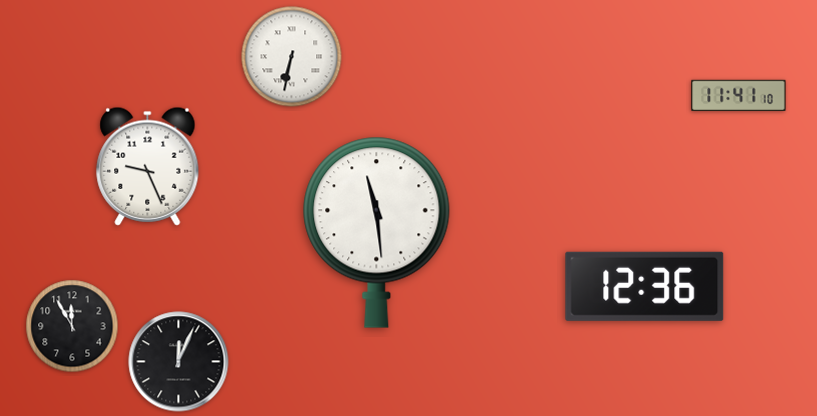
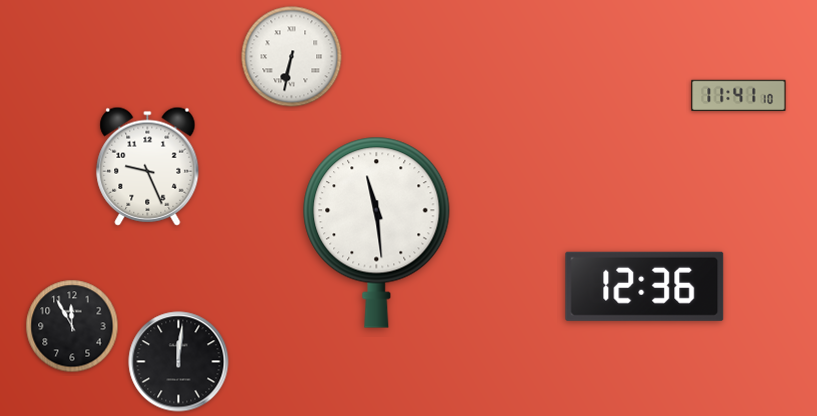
clock at (179, 362): 12:04 -> 12:01
